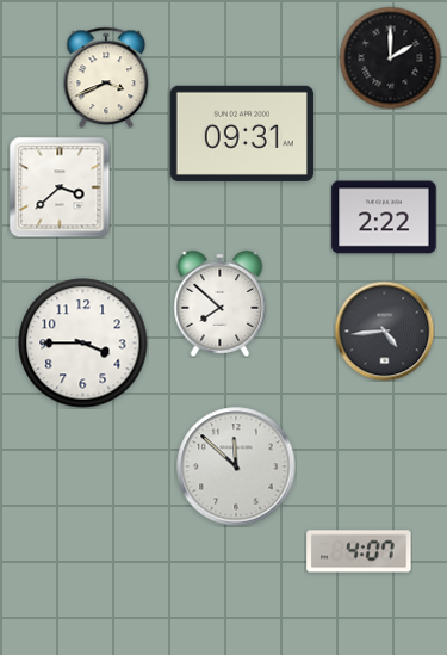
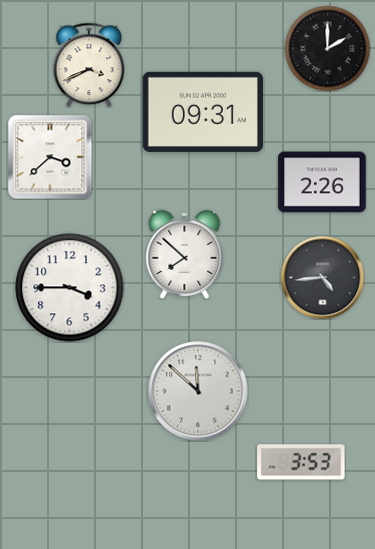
clock at (384, 217): 2:22 -> 2:26
clock at (359, 551): 4:07 -> 3:53
